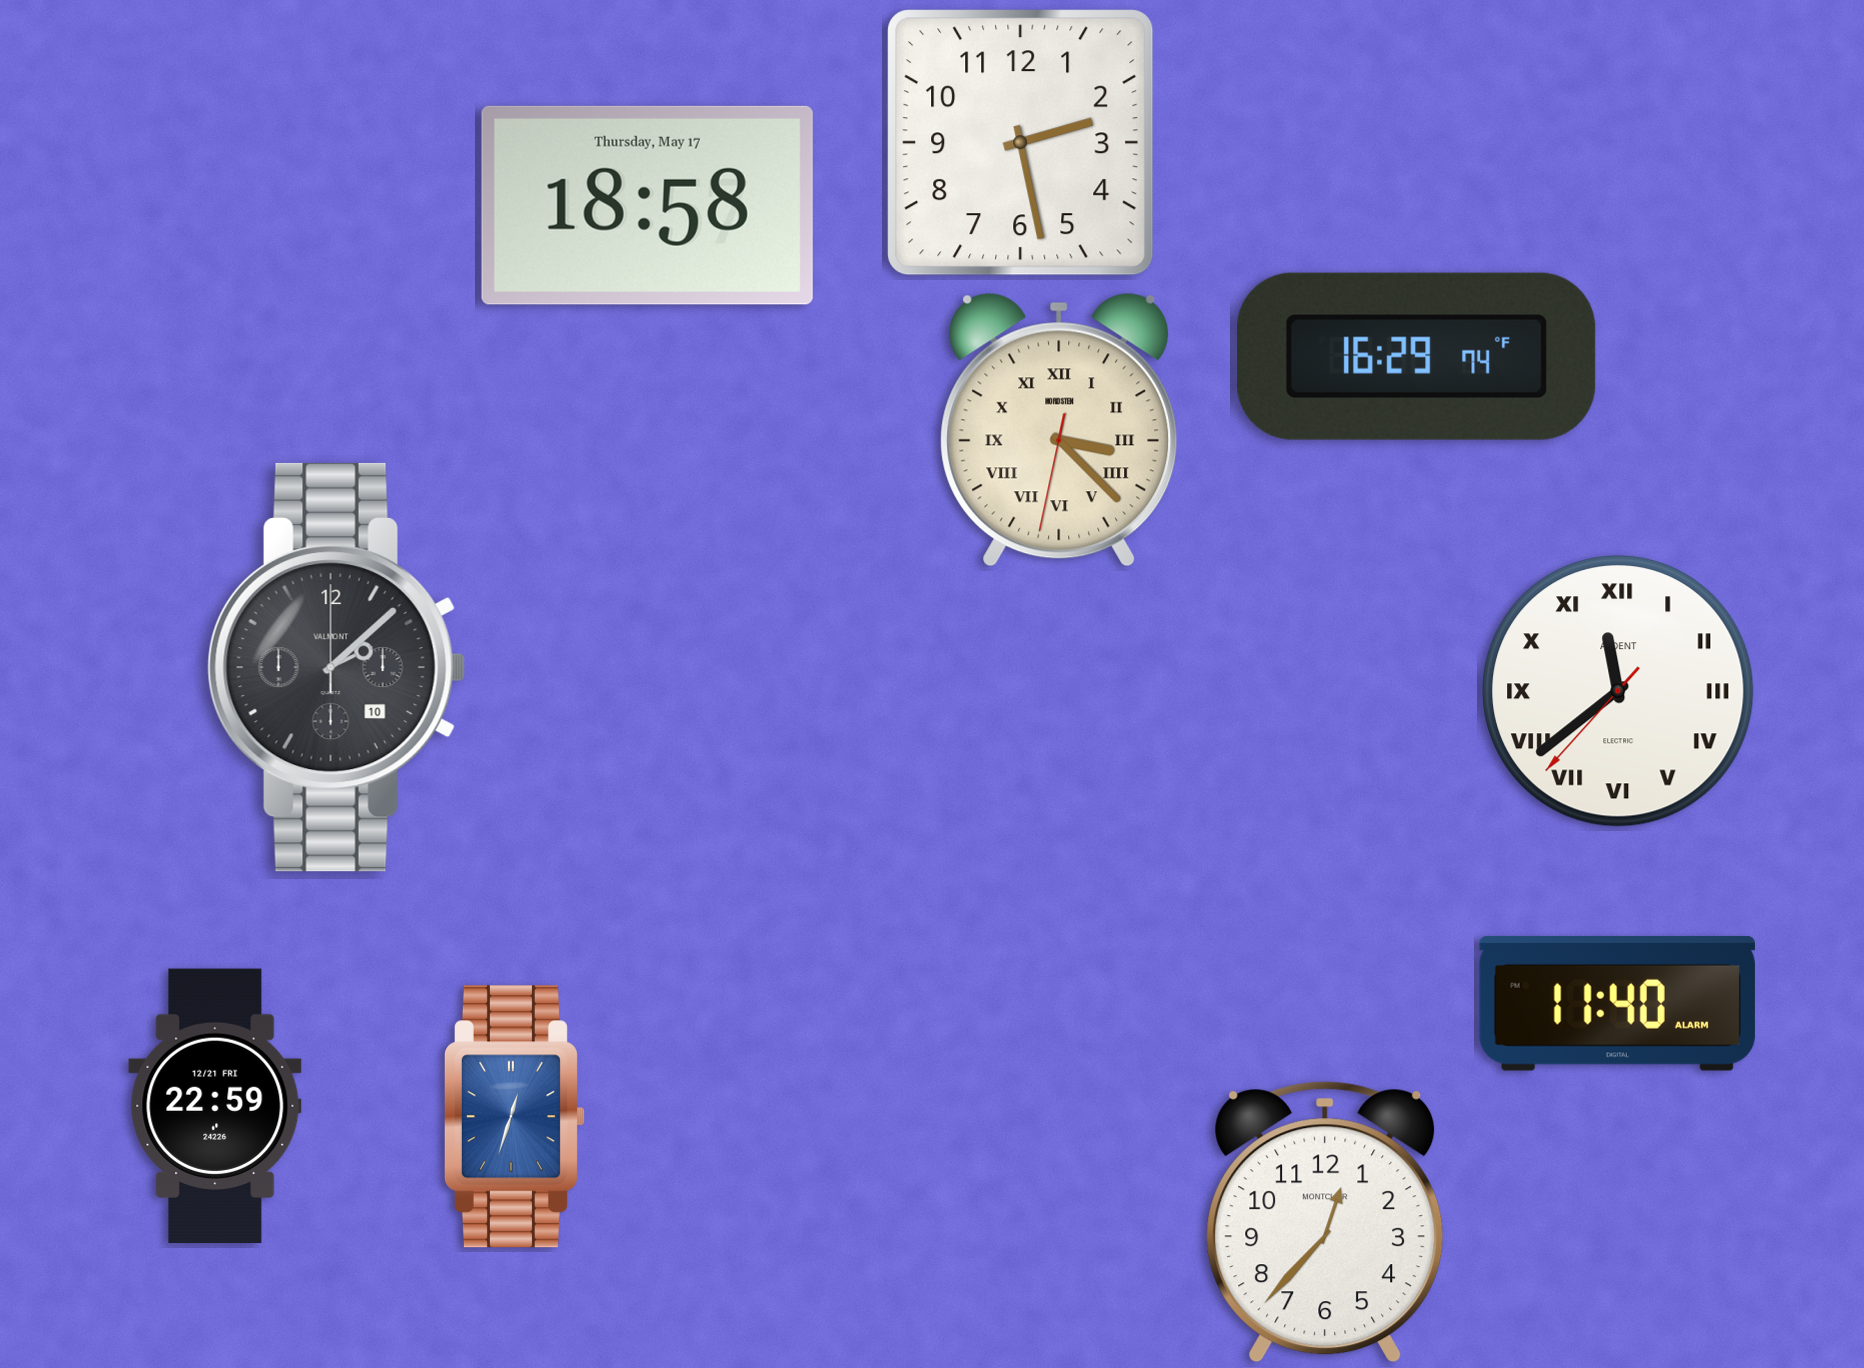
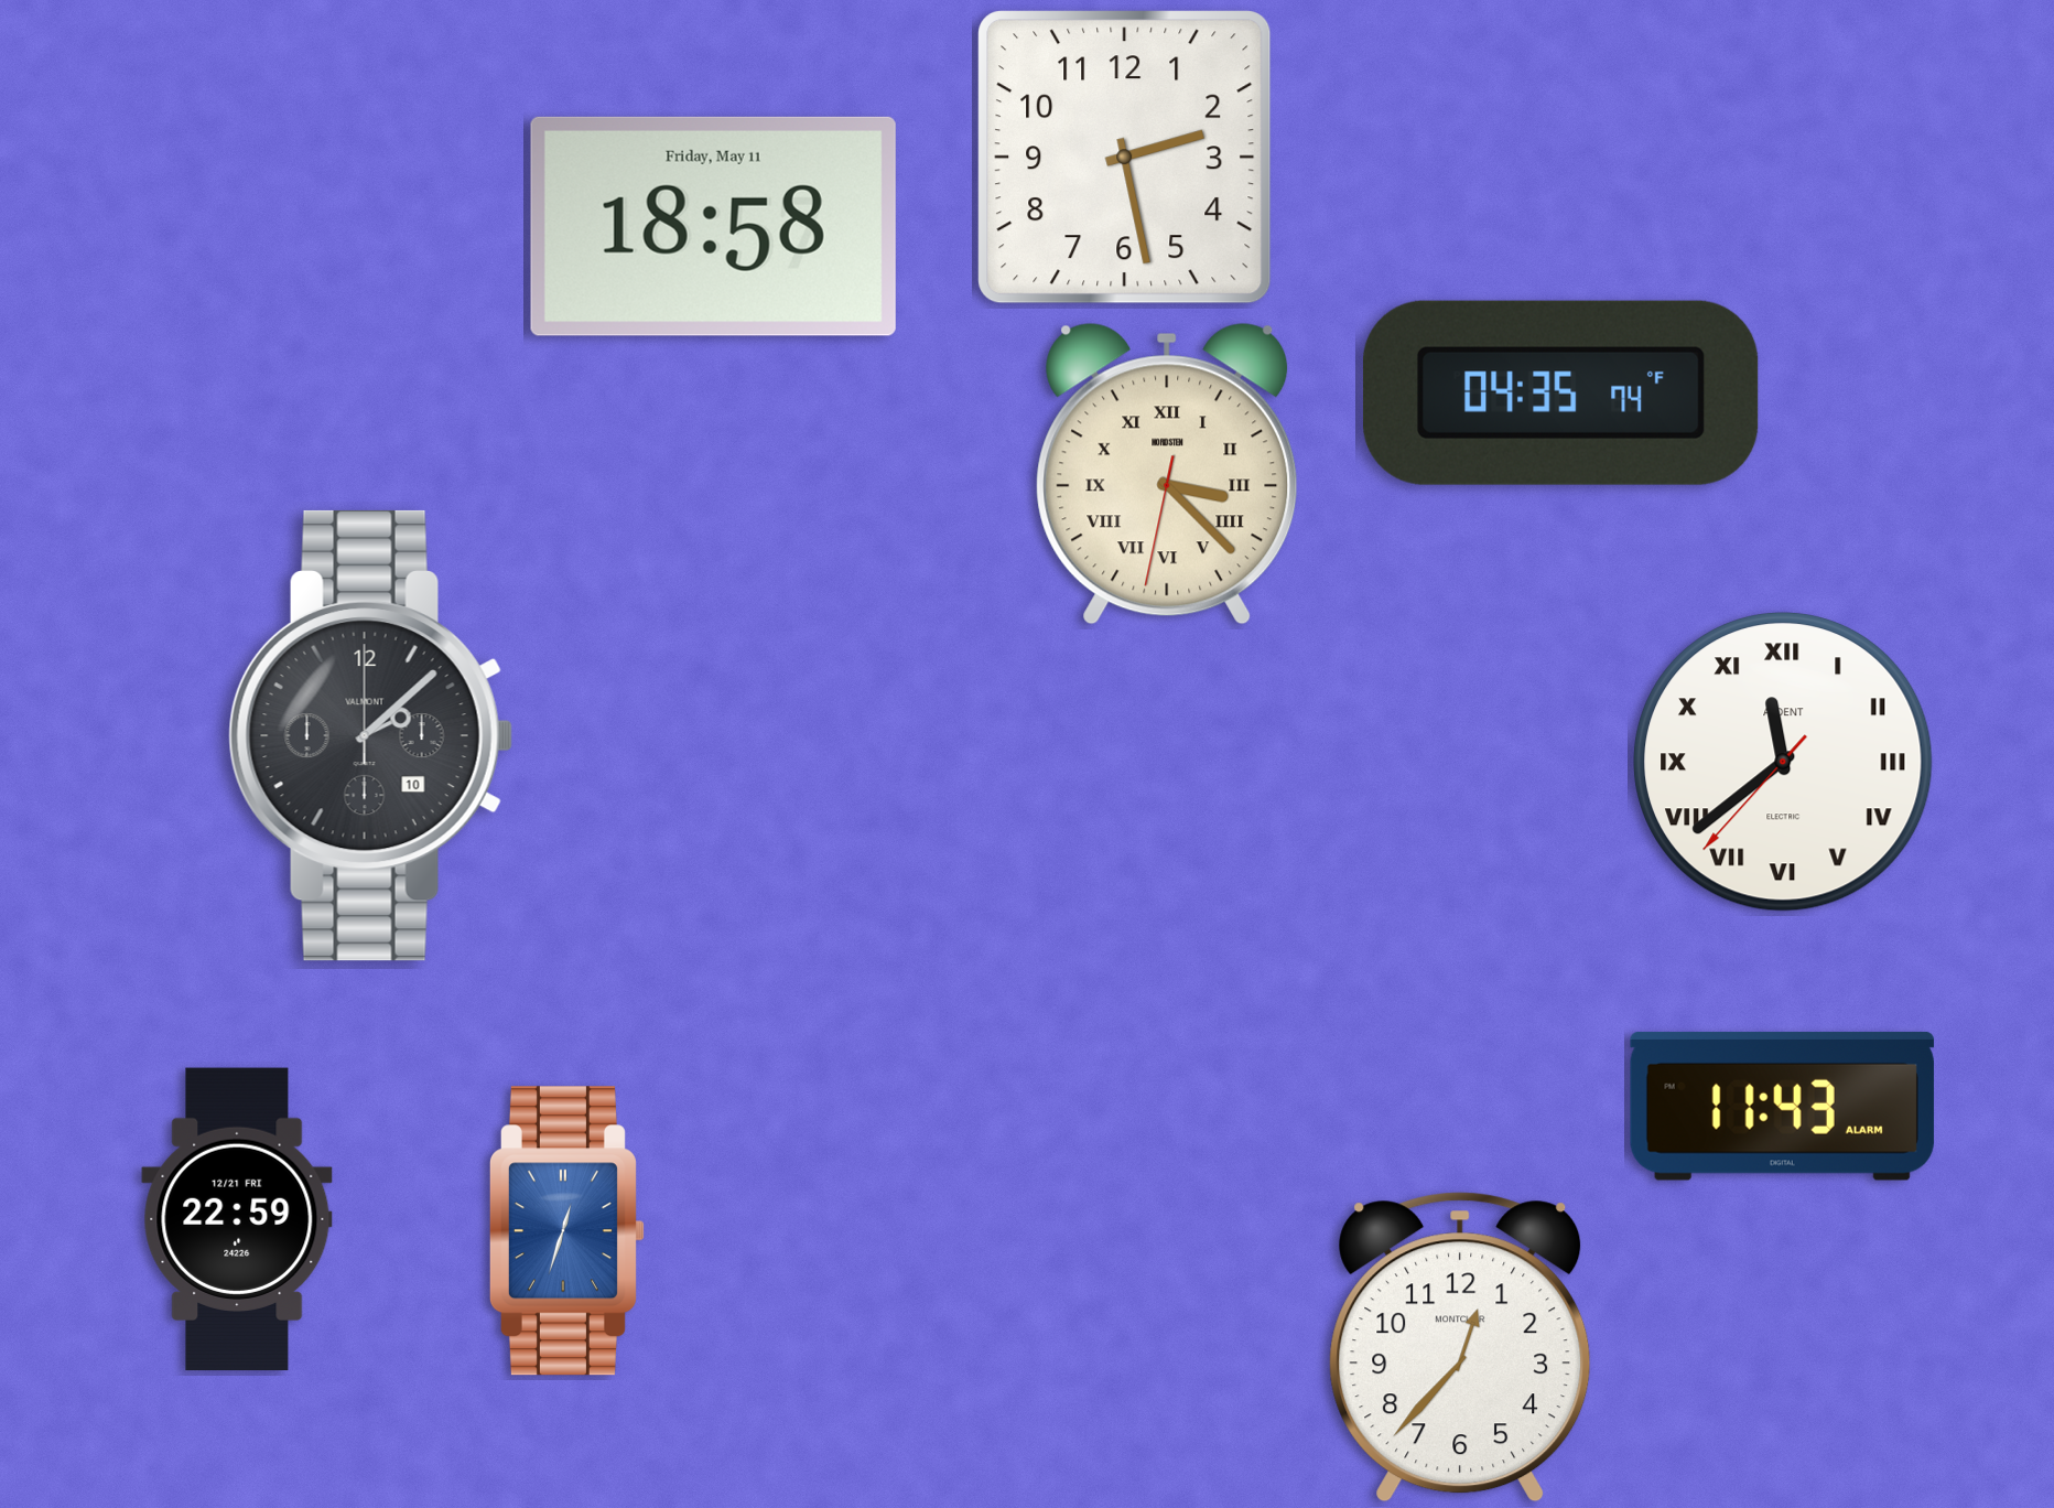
clock at (647, 205) date: Thursday, May 17 -> Friday, May 11
clock at (1416, 356): 16:29 -> 04:35
clock at (1617, 1003): 11:40 -> 11:43
